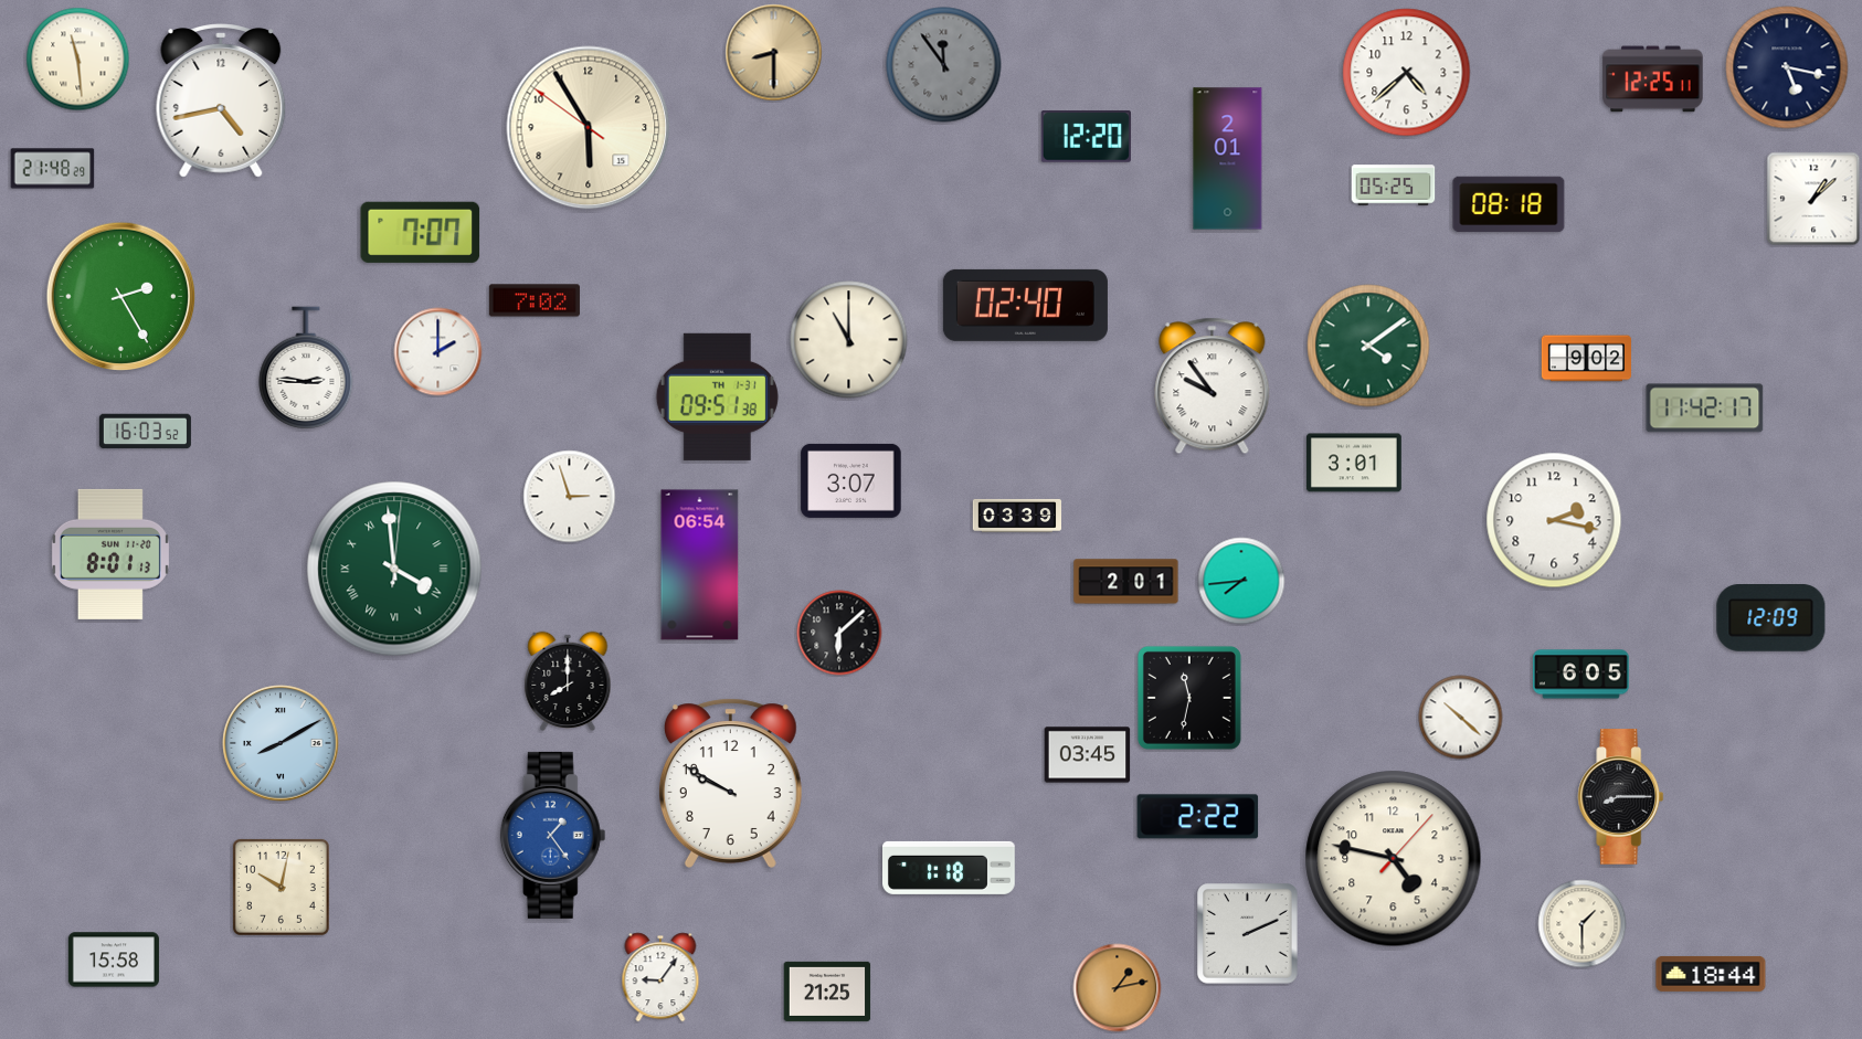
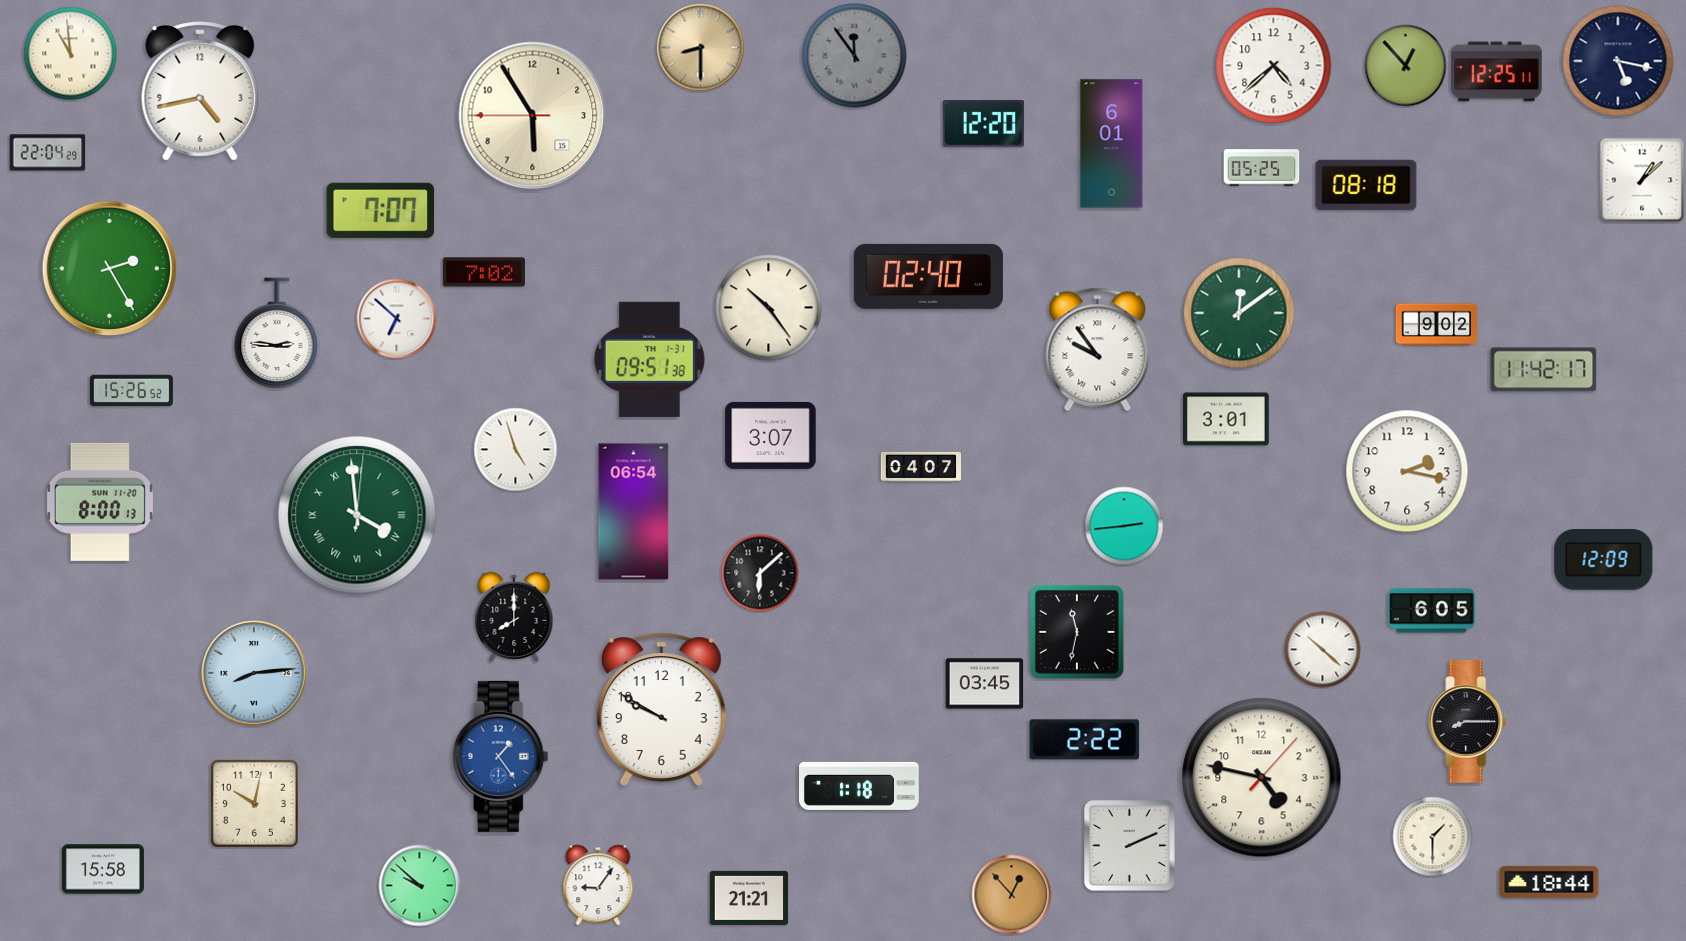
clock at (78, 60): 11:29 -> 10:59
clock at (944, 65) position: (944, 65) -> (855, 56)
clock at (1406, 66): none -> 12:53
clock at (589, 128): 5:54:51 -> 5:54:45
clock at (1228, 159): 2:01 -> 6:01
clock at (53, 169): 21:48 -> 22:04
clock at (849, 340): 11:00 -> 10:24
clock at (1368, 346): 4:09 -> 12:09
clock at (438, 352): 2:00 -> 6:52
clock at (145, 432): 16:03 -> 15:26
clock at (570, 497): 2:57 -> 4:57
clock at (1016, 516): 03:39 -> 04:07
clock at (110, 554): 8:01 -> 8:00
clock at (1241, 581): 7:44 -> 2:44
clock at (1126, 582): 2:01 -> none
clock at (281, 743): 8:10 -> 8:14
clock at (420, 886): none -> 9:52
clock at (1118, 988): 1:13 -> 12:53
clock at (827, 992): 21:25 -> 21:21
